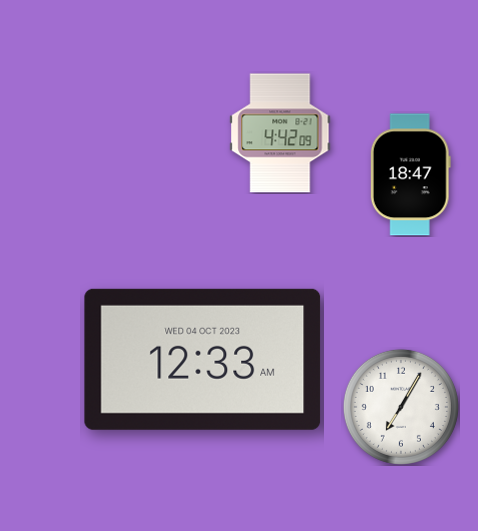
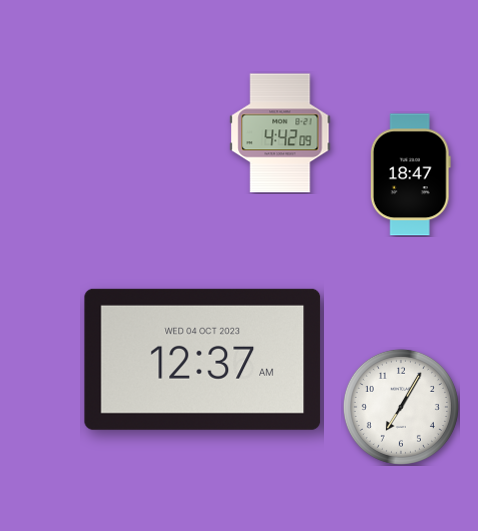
clock at (203, 359): 12:33 -> 12:37
